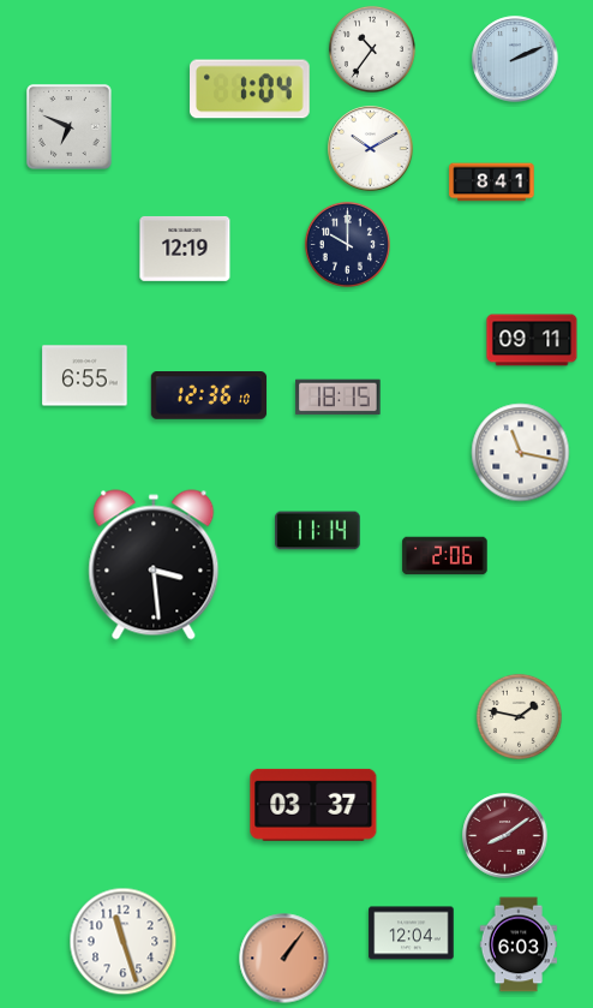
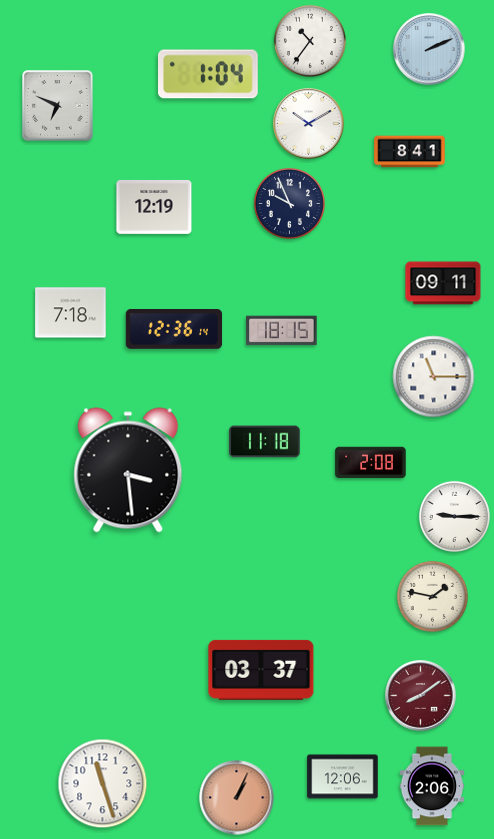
clock at (347, 244): 10:00 -> 9:56
clock at (85, 376): 6:55 -> 7:18
clock at (209, 396): 12:36:10 -> 12:36:14
clock at (521, 453): 11:17 -> 11:15
clock at (318, 531): 11:14 -> 11:18
clock at (445, 556): 2:06 -> 2:08
clock at (454, 516): none -> 9:15
clock at (412, 934): 12:04 -> 12:06
clock at (519, 944): 6:03 -> 2:06
clock at (284, 959): 1:06 -> 1:04
